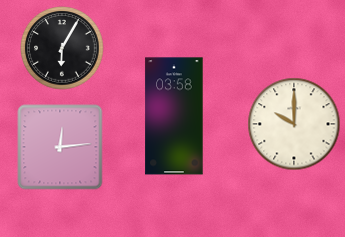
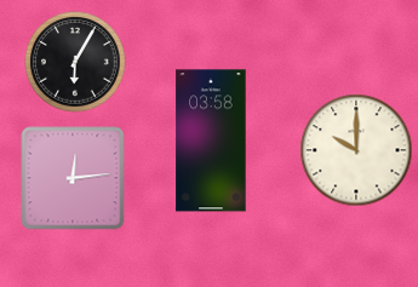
clock at (62, 48) position: (62, 48) -> (75, 62)
